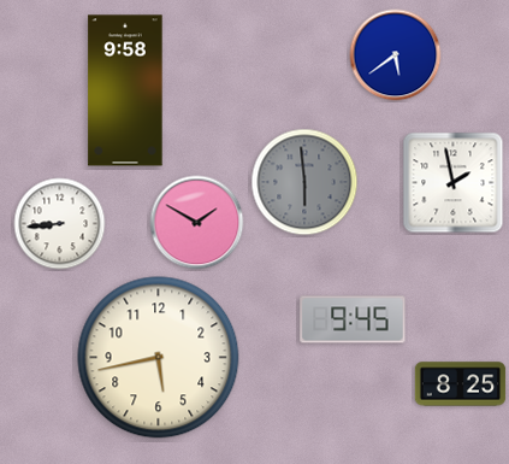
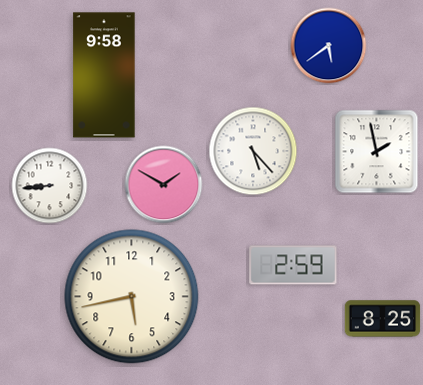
clock at (304, 182): 5:59 -> 5:23
clock at (304, 182) dial: grey -> white
clock at (353, 319): 9:45 -> 2:59
